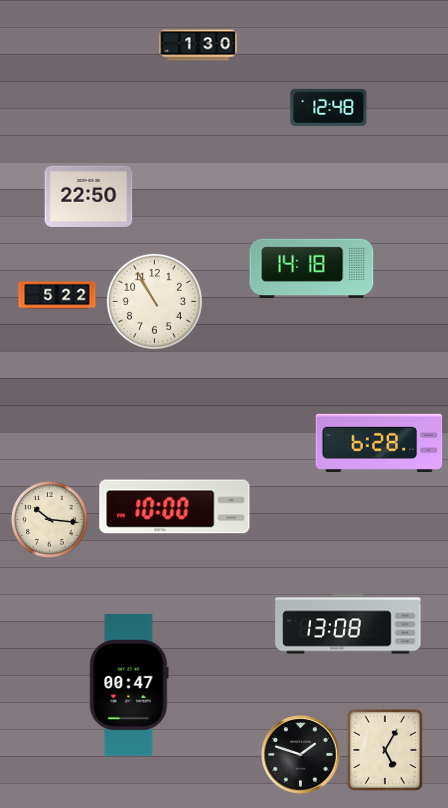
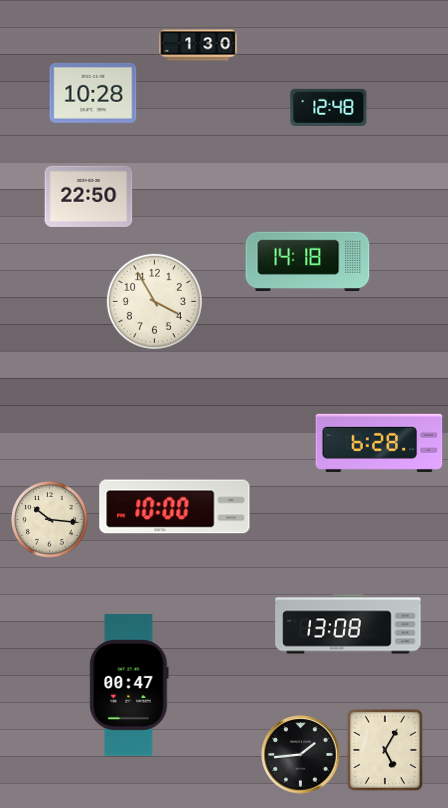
clock at (93, 93): none -> 10:28
clock at (312, 269) position: (312, 269) -> (308, 262)
clock at (57, 295): 5:22 -> none
clock at (154, 301): 10:55 -> 3:55
clock at (301, 755): 1:48 -> 1:44
